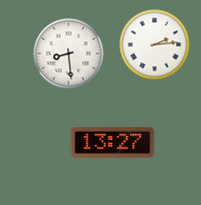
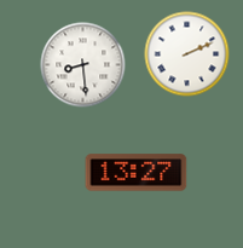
clock at (155, 45): 2:14 -> 2:11
